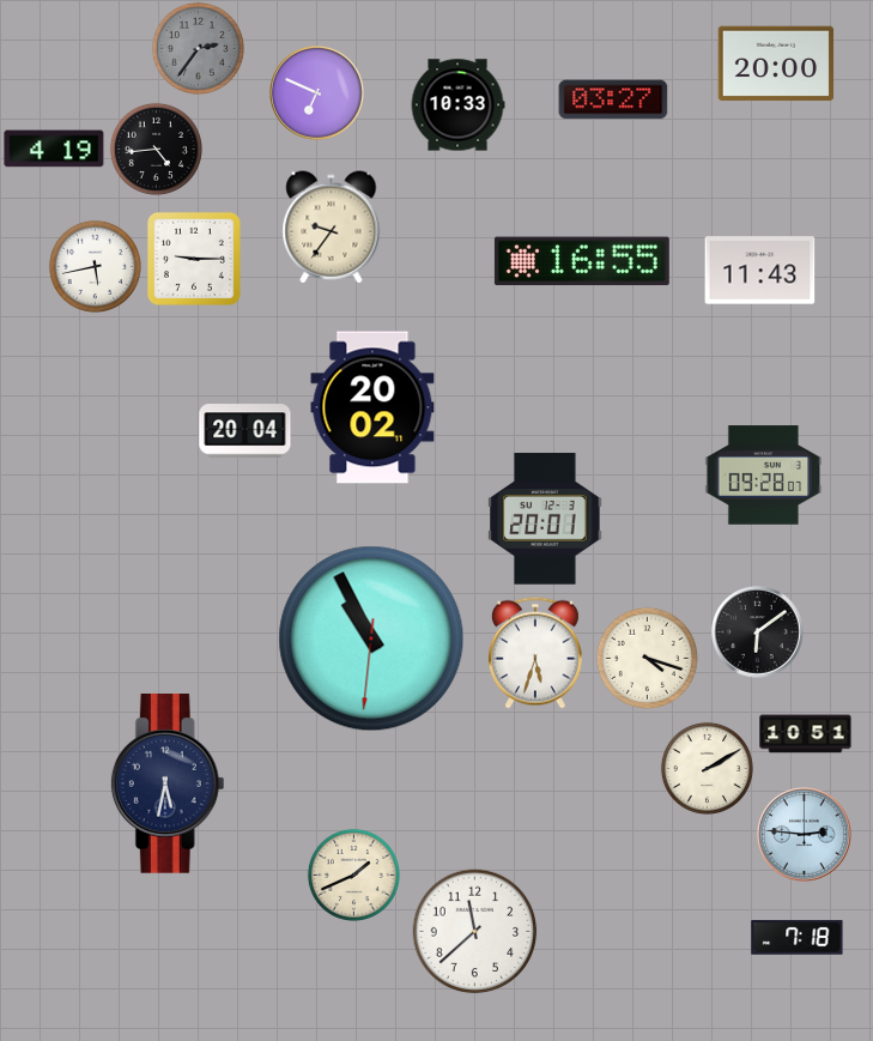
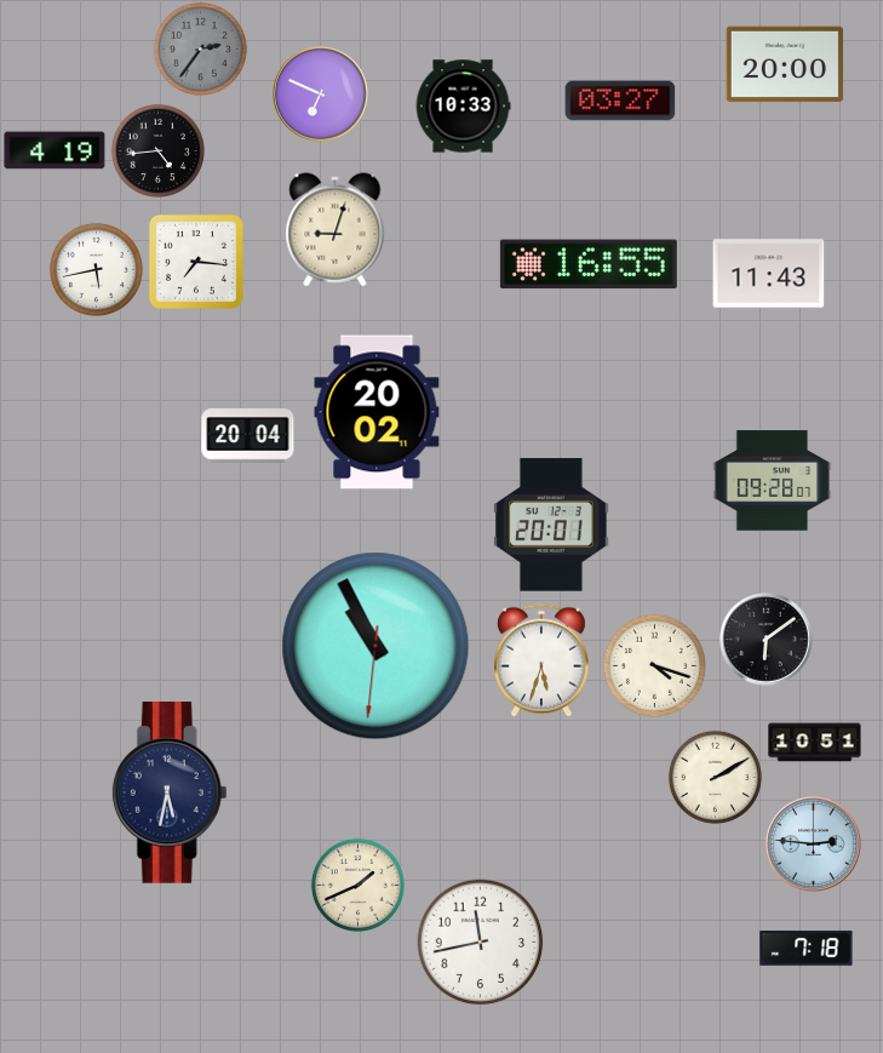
clock at (332, 228): 9:36 -> 9:03
clock at (194, 259): 9:15 -> 7:16
clock at (475, 932): 11:38 -> 11:43
